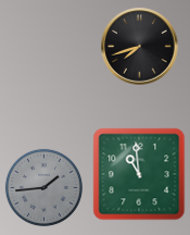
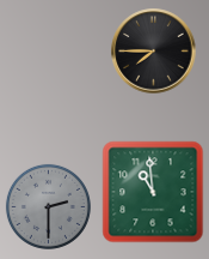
clock at (140, 47): 7:42 -> 7:45
clock at (43, 187): 1:44 -> 2:30
